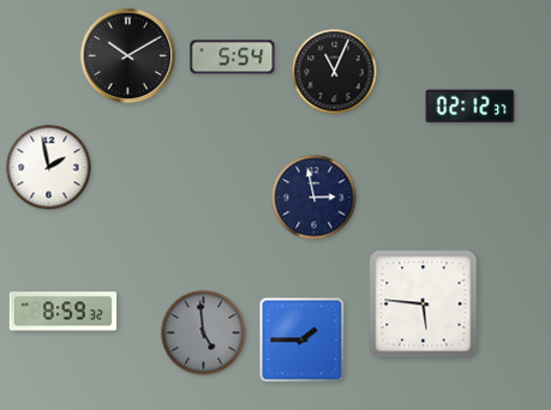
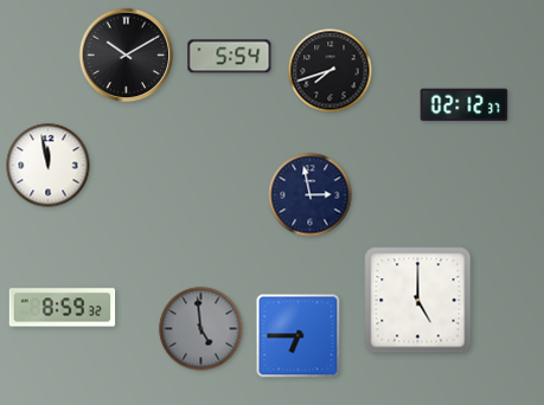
clock at (335, 72): 11:04 -> 7:42
clock at (49, 168): 1:58 -> 11:58
clock at (424, 305): 5:46 -> 5:00
clock at (303, 340): 1:45 -> 6:45
